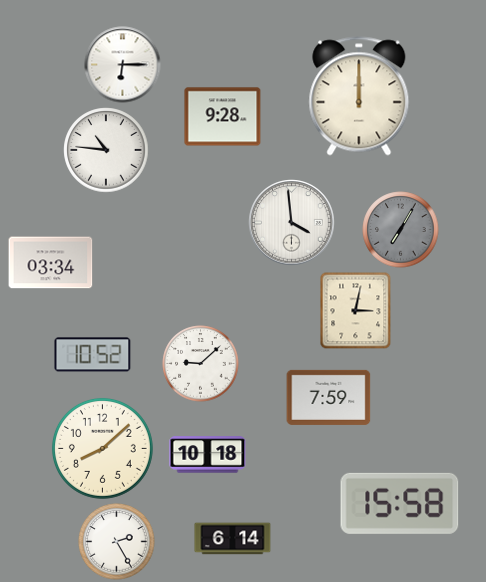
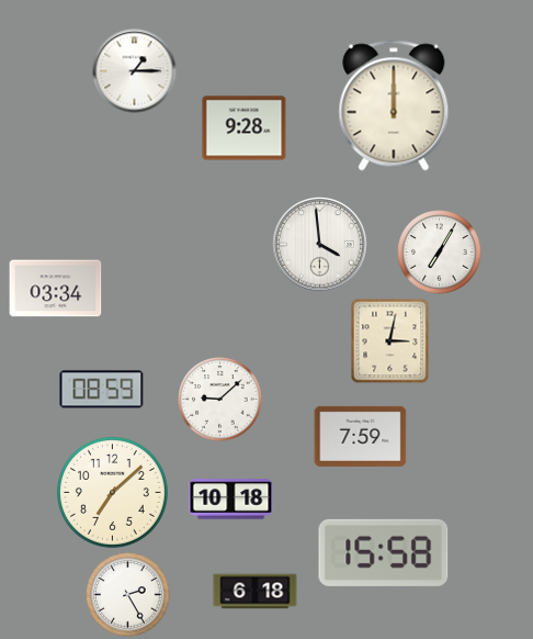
clock at (123, 65): 6:15 -> 1:15
clock at (106, 150): 10:46 -> none
clock at (401, 230) dial: grey -> white
clock at (93, 355): 10:52 -> 08:59
clock at (102, 448): 8:08 -> 7:08
clock at (208, 455) position: (208, 455) -> (231, 500)
clock at (400, 503) position: (400, 503) -> (384, 552)
clock at (233, 539): 6:14 -> 6:18
